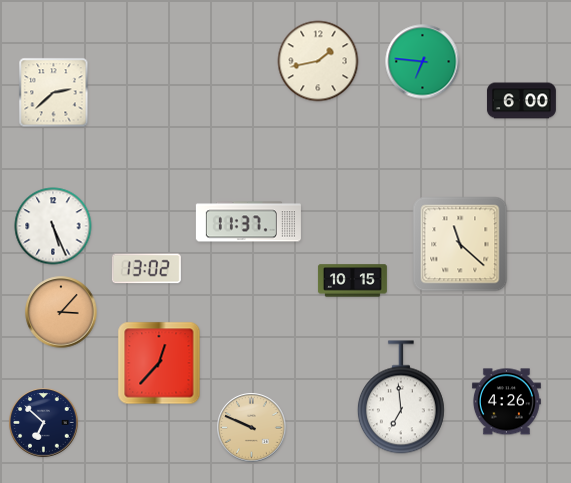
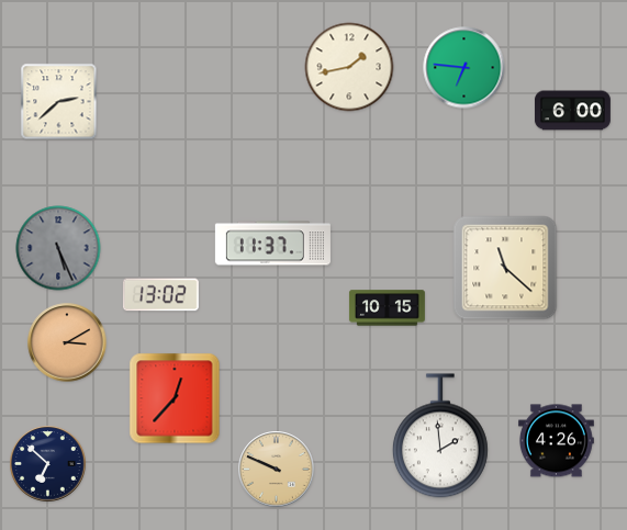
clock at (53, 226) dial: white -> grey
clock at (61, 312): 3:07 -> 3:10
clock at (401, 397): 6:59 -> 1:59
